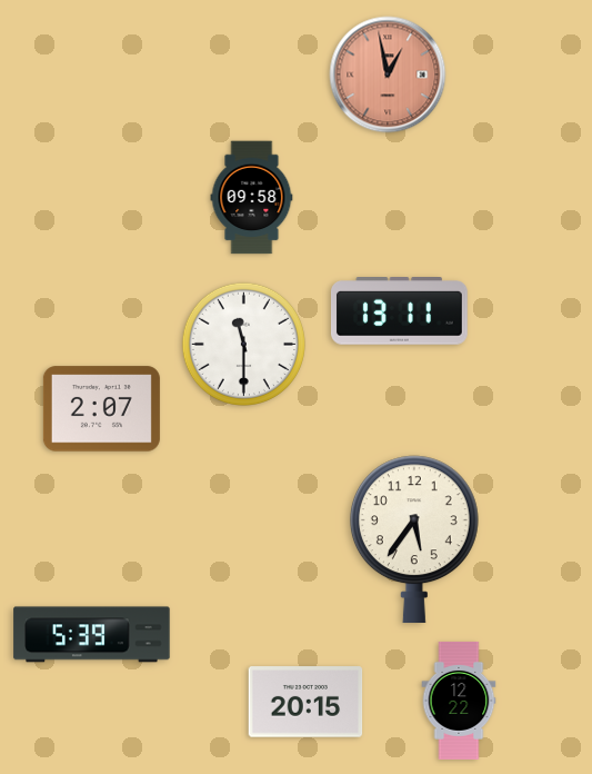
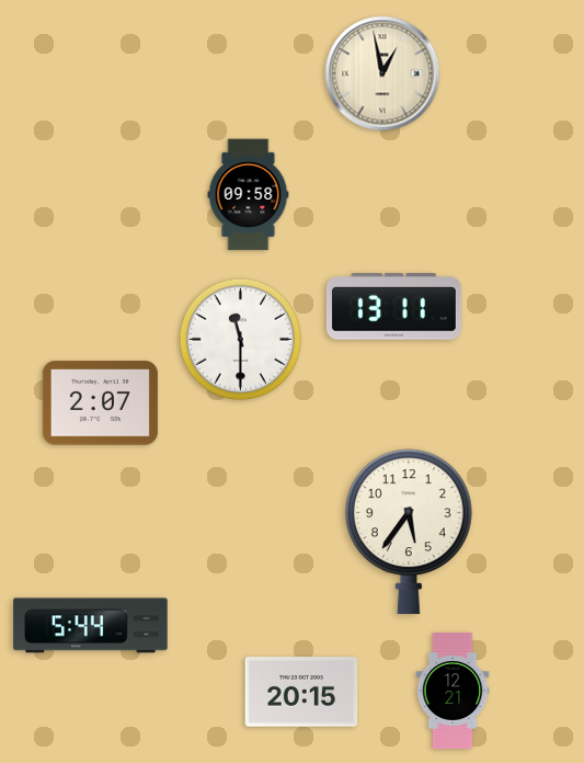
clock at (388, 75) dial: salmon -> cream
clock at (92, 635): 5:39 -> 5:44
clock at (459, 701): 12:22 -> 12:21
